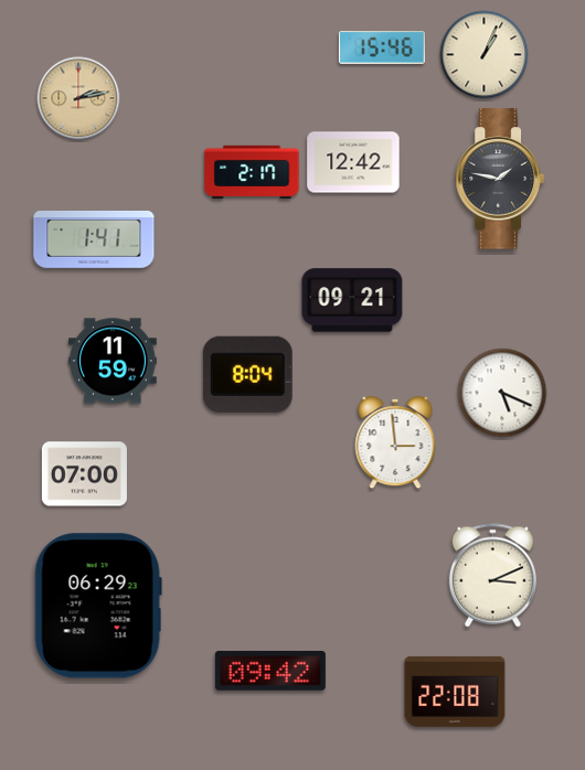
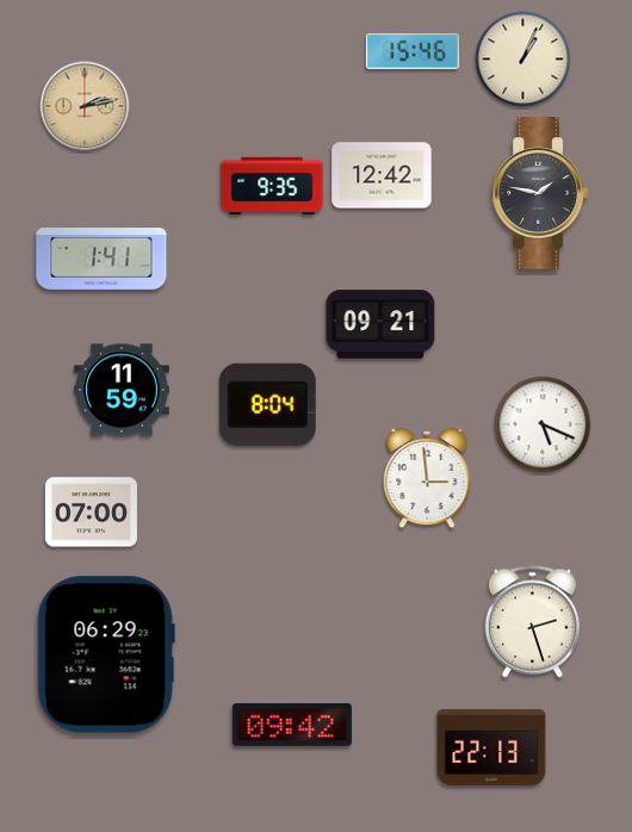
clock at (252, 172): 2:17 -> 9:35
clock at (492, 576): 3:11 -> 2:27
clock at (455, 692): 22:08 -> 22:13
